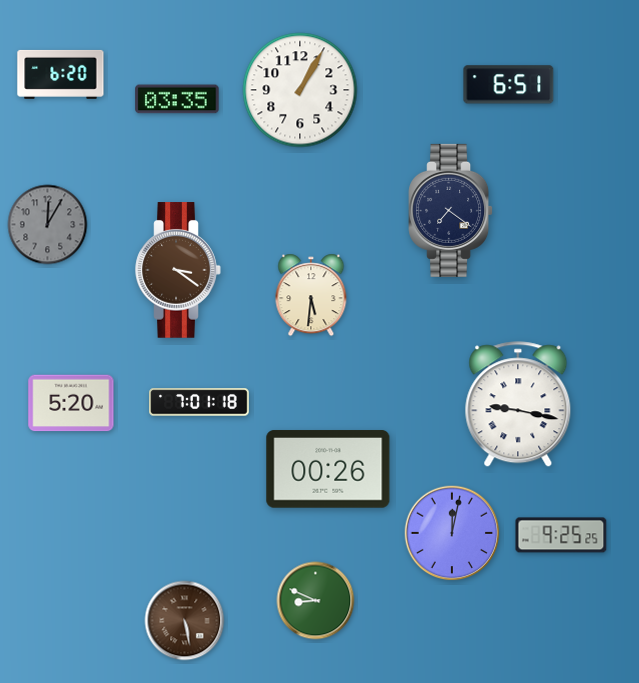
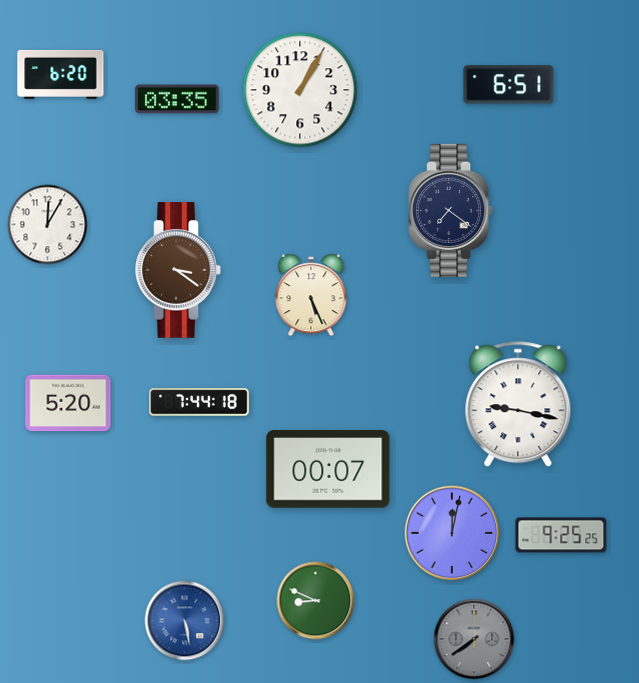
clock at (48, 225) dial: grey -> white
clock at (311, 295): 5:31 -> 5:26
clock at (199, 402): 7:01 -> 7:44
clock at (71, 403) position: (71, 403) -> (68, 403)
clock at (328, 469): 00:26 -> 00:07
clock at (185, 621) dial: brown -> blue
clock at (474, 639): none -> 7:39
